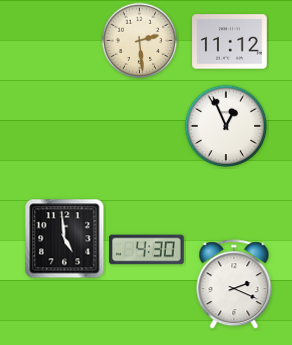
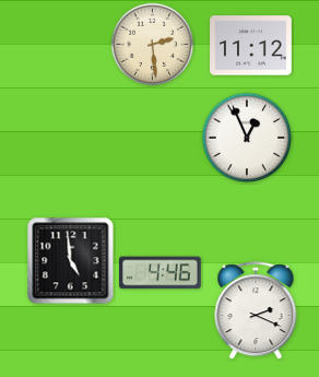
clock at (147, 250): 4:30 -> 4:46
